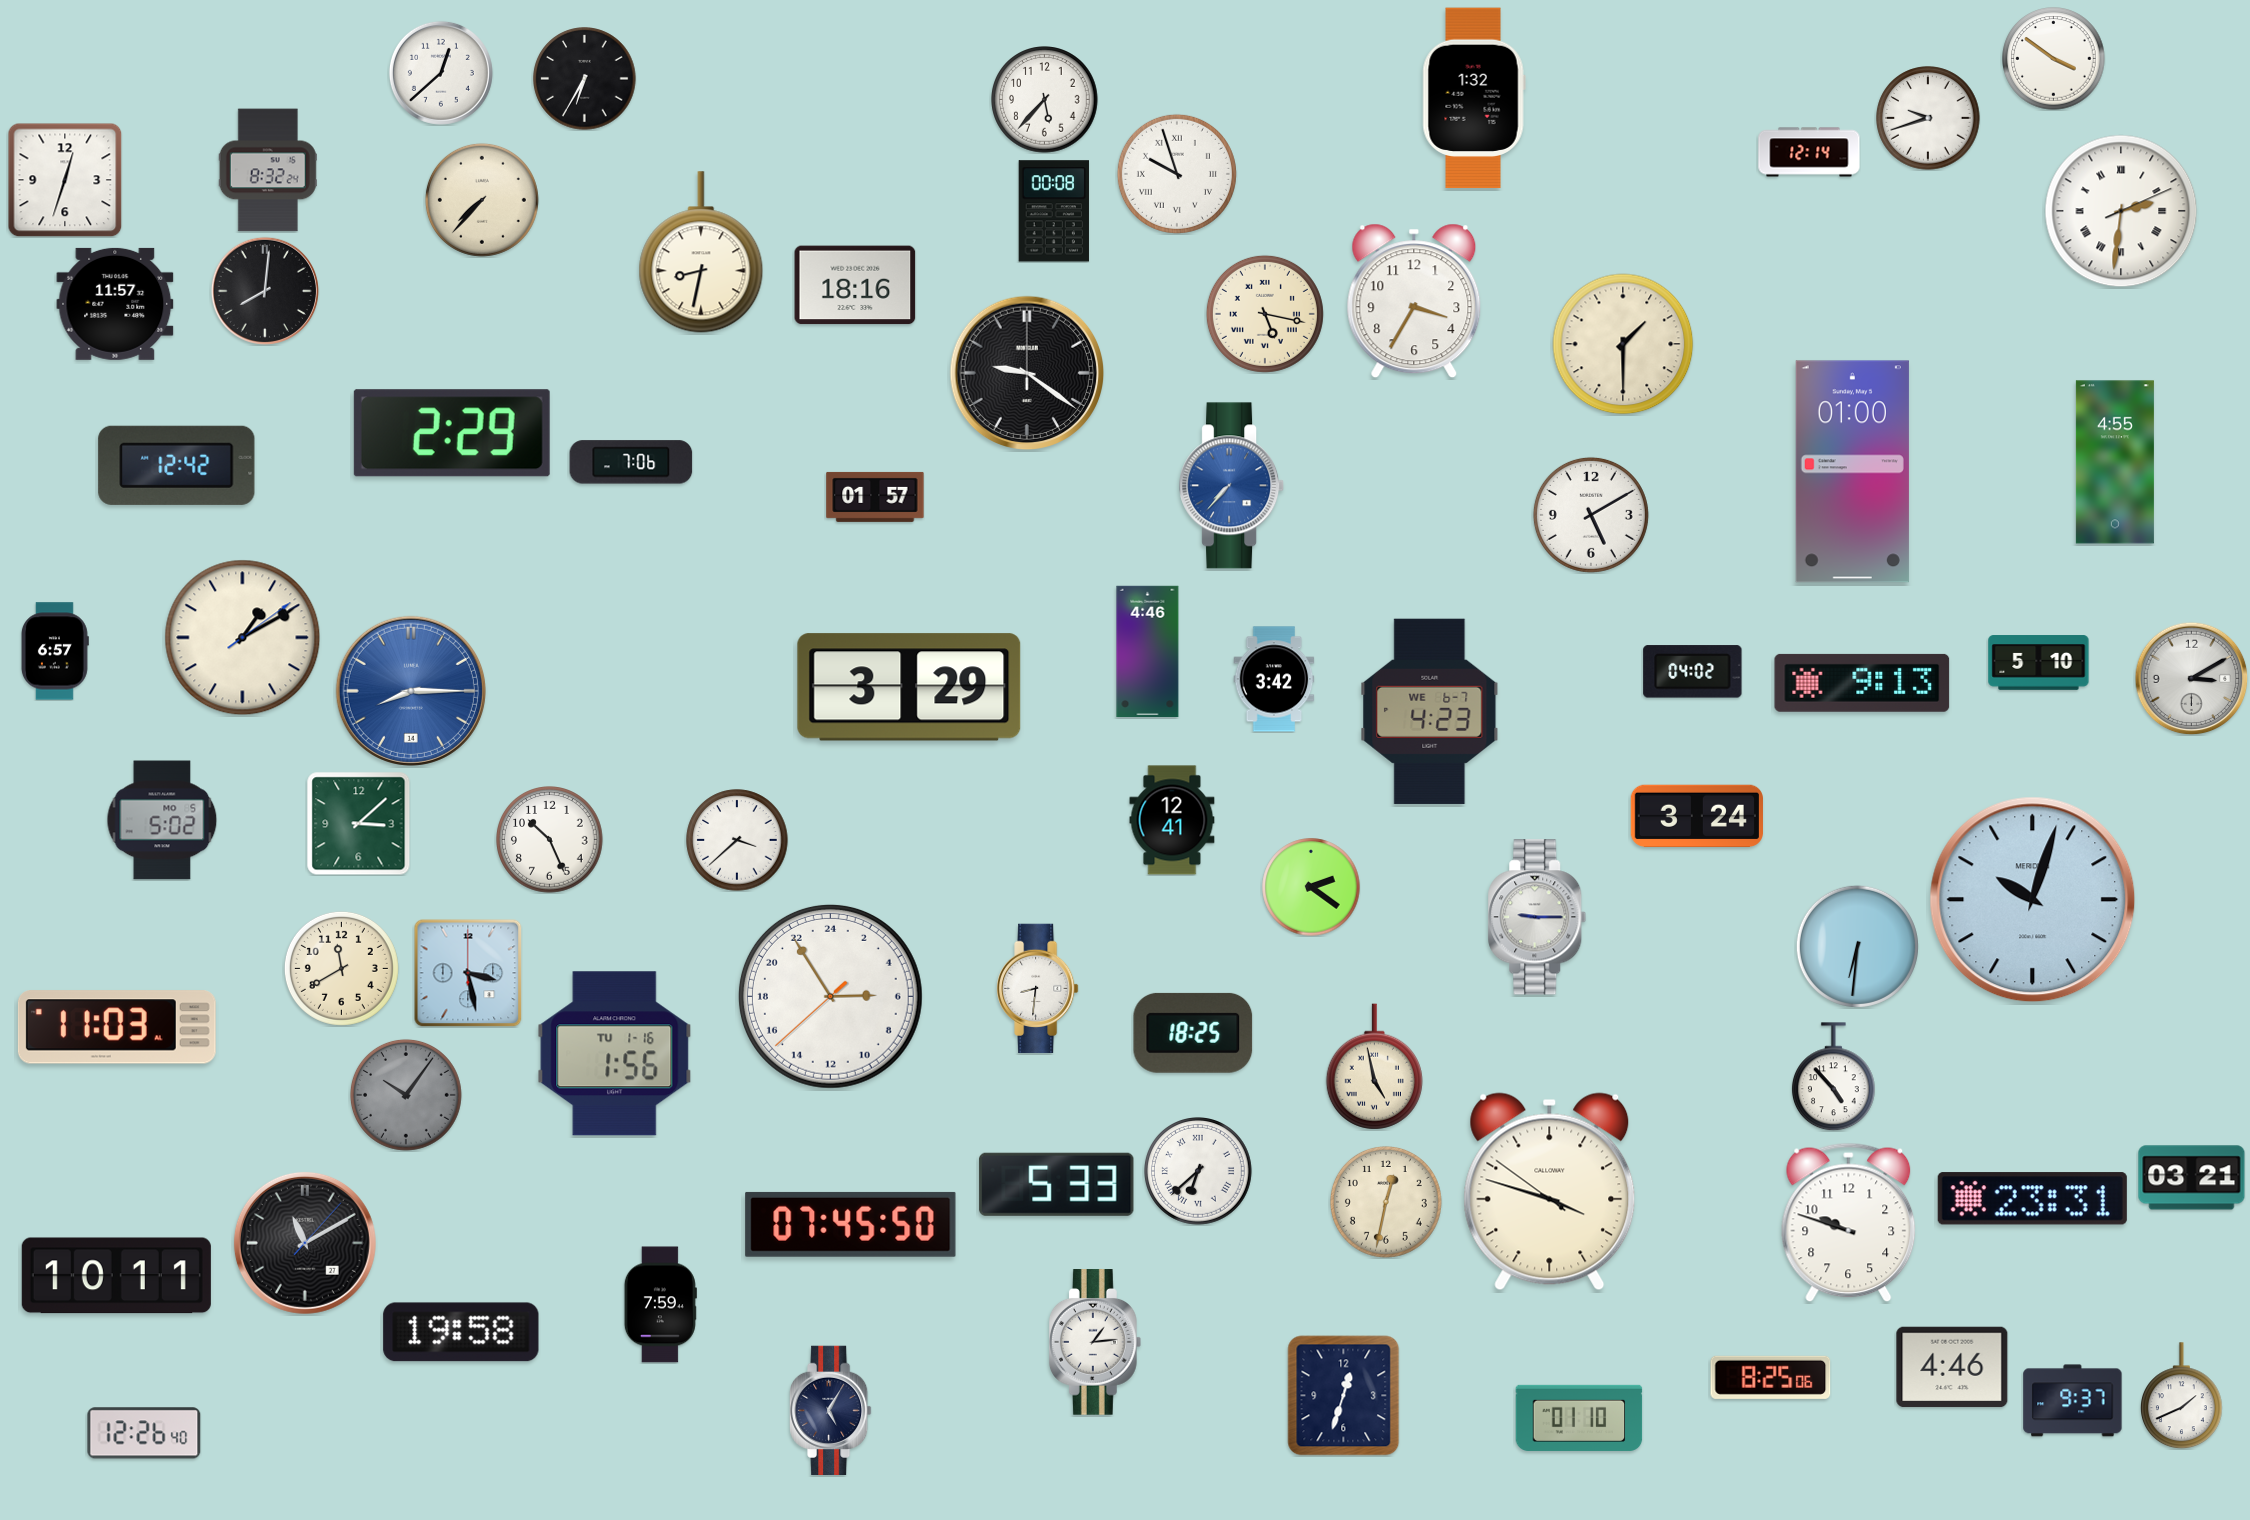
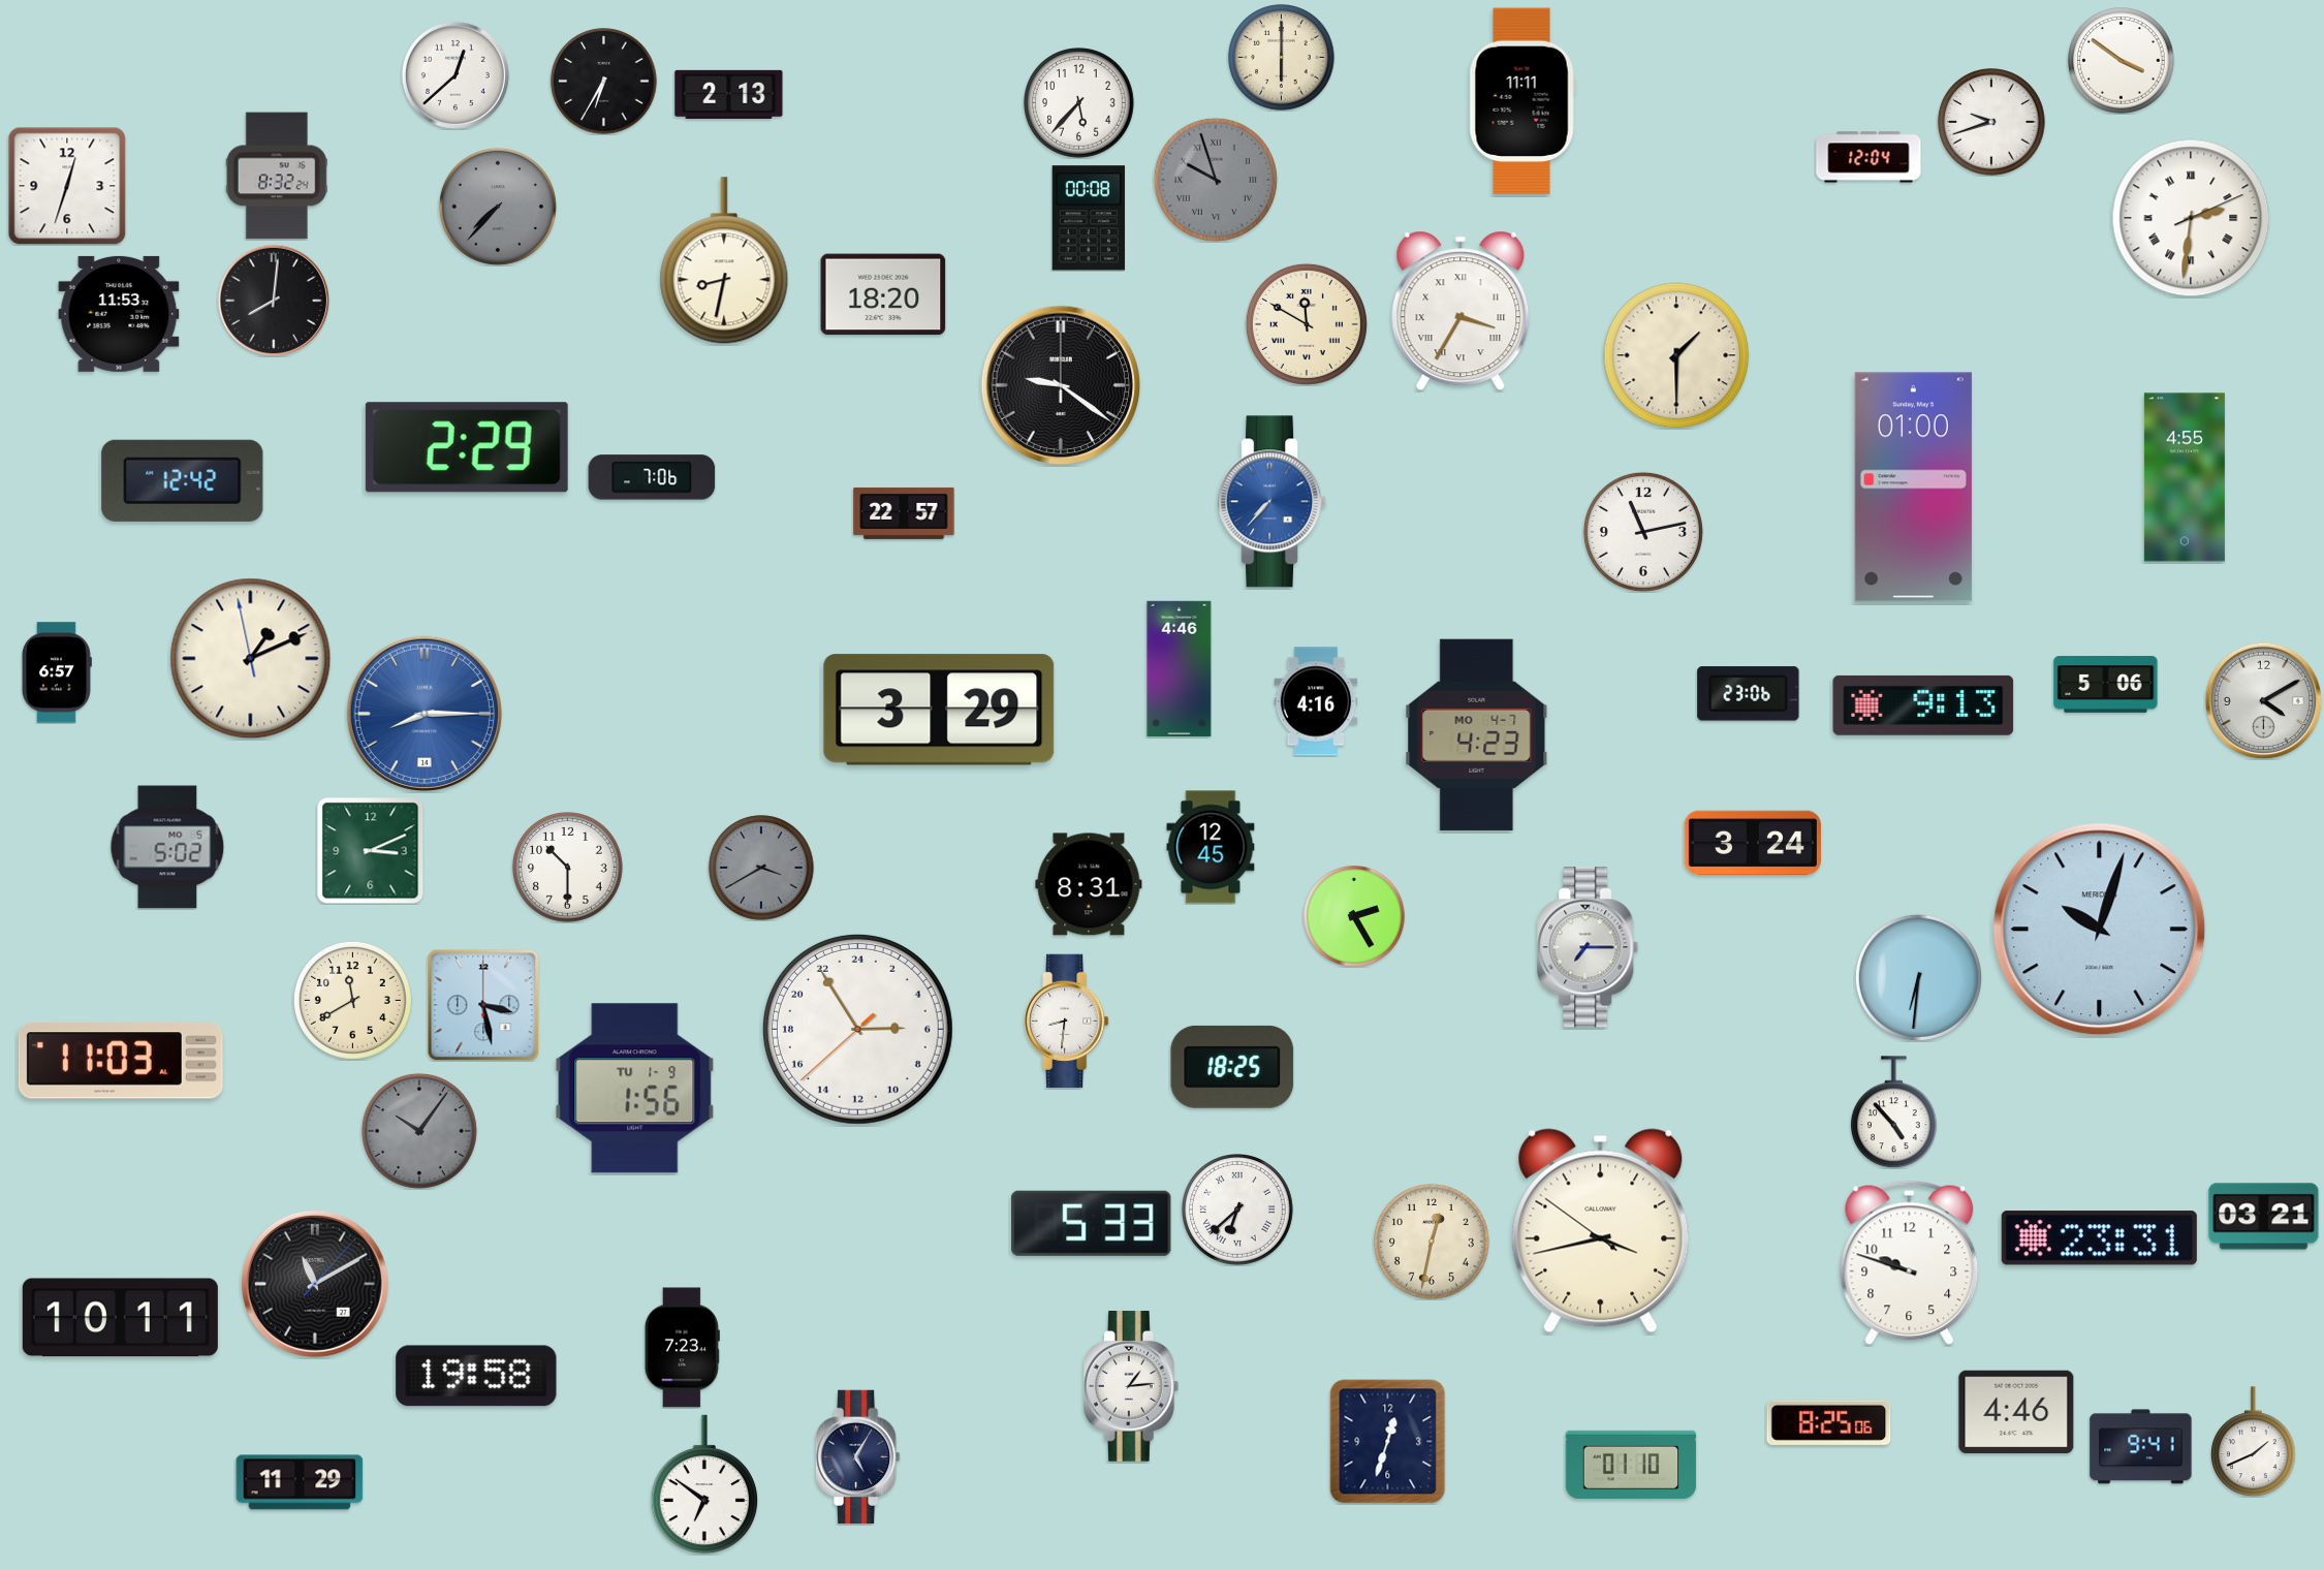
clock at (1282, 58): none -> 6:00
clock at (729, 94): none -> 2:13
clock at (1474, 98): 1:32 -> 11:11
clock at (1809, 152): 12:14 -> 12:04
clock at (1177, 174) dial: white -> grey
clock at (482, 200) dial: cream -> grey
clock at (855, 285): 18:16 -> 18:20
clock at (1414, 301) numerals: Arabic -> Roman
clock at (115, 304): 11:57 -> 11:53
clock at (1265, 314): 5:17 -> 11:50
clock at (875, 497): 01:57 -> 22:57
clock at (1591, 515): 5:10 -> 11:13
clock at (243, 638): 1:10:09 -> 1:10:58
clock at (1148, 651) position: (1148, 651) -> (1180, 668)
clock at (2039, 663): 5:10 -> 5:06
clock at (1693, 672): 04:02 -> 23:06
clock at (2191, 678): 3:10 -> 4:10
clock at (1274, 679): 3:42 -> 4:16
clock at (1430, 711) date: WE 6-7 -> MO 4-7
clock at (1172, 820): 12:41 -> 12:45
clock at (359, 824): 3:08 -> 3:11
clock at (550, 840): 10:26 -> 10:30
clock at (737, 840): 3:38 -> 3:40
clock at (737, 840) dial: white -> grey
clock at (1089, 884): none -> 8:31
clock at (1311, 887): 2:21 -> 2:25
clock at (1537, 917): 9:15 -> 7:15
clock at (1038, 988) position: (1038, 988) -> (1067, 1020)
clock at (615, 1054) date: TU 1-16 -> TU 1-9
clock at (1374, 1067): 4:58 -> none
clock at (1550, 1192): 3:47 -> 3:42
clock at (851, 1224): 07:45 -> none
clock at (660, 1305): 7:59 -> 7:23
clock at (2073, 1401): 9:37 -> 9:41
clock at (144, 1433): 12:26 -> none
clock at (300, 1482): none -> 11:29
clock at (704, 1484): none -> 6:51
